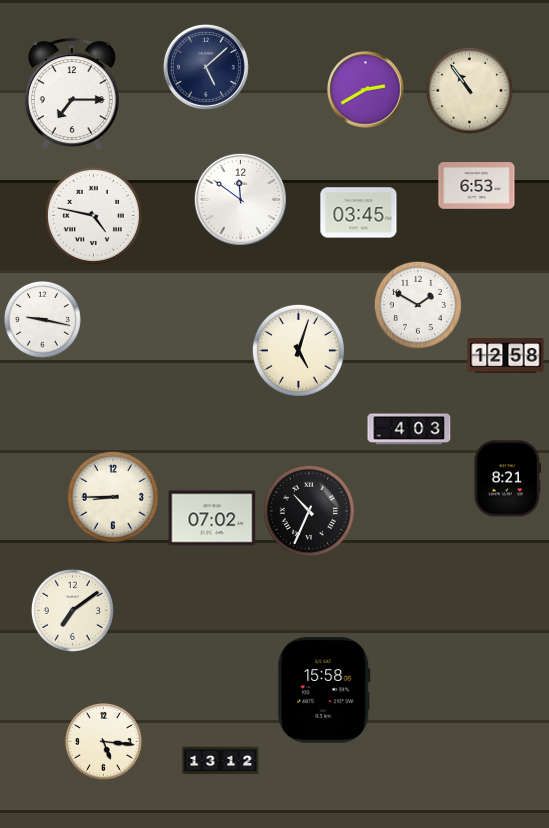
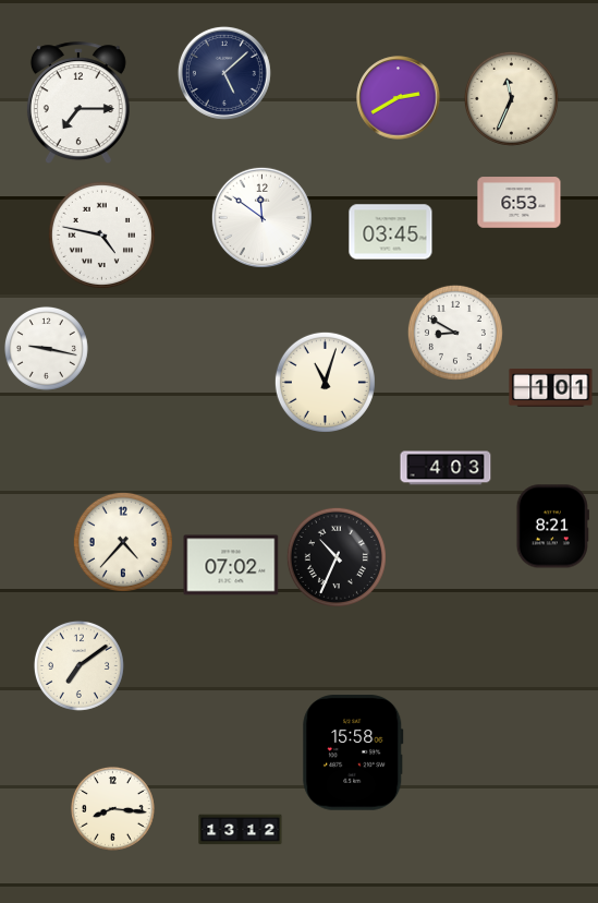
clock at (469, 90): 10:54 -> 11:34
clock at (418, 305): 1:50 -> 8:50
clock at (298, 350): 5:03 -> 11:03
clock at (506, 356): 12:58 -> 1:01
clock at (507, 479) position: (507, 479) -> (552, 527)
clock at (113, 497): 8:45 -> 4:37
clock at (103, 741): 5:16 -> 8:16
